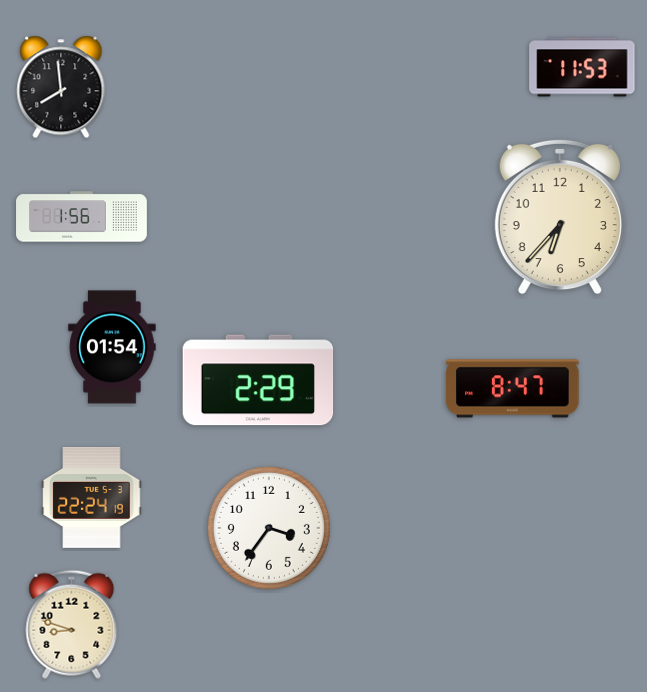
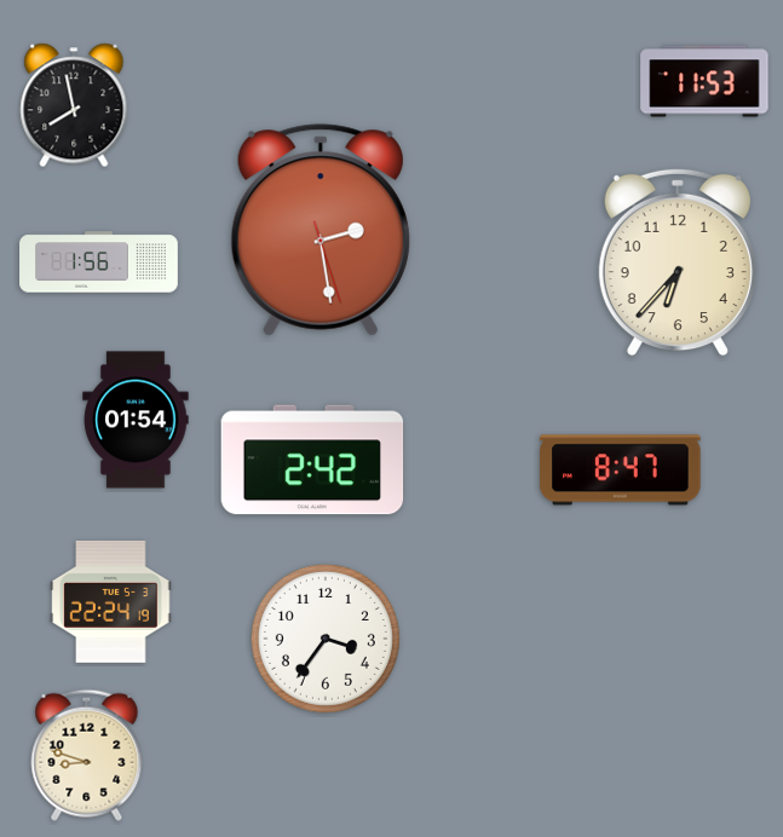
clock at (61, 87): 7:59 -> 7:58
clock at (321, 230): none -> 2:28
clock at (258, 380): 2:29 -> 2:42
